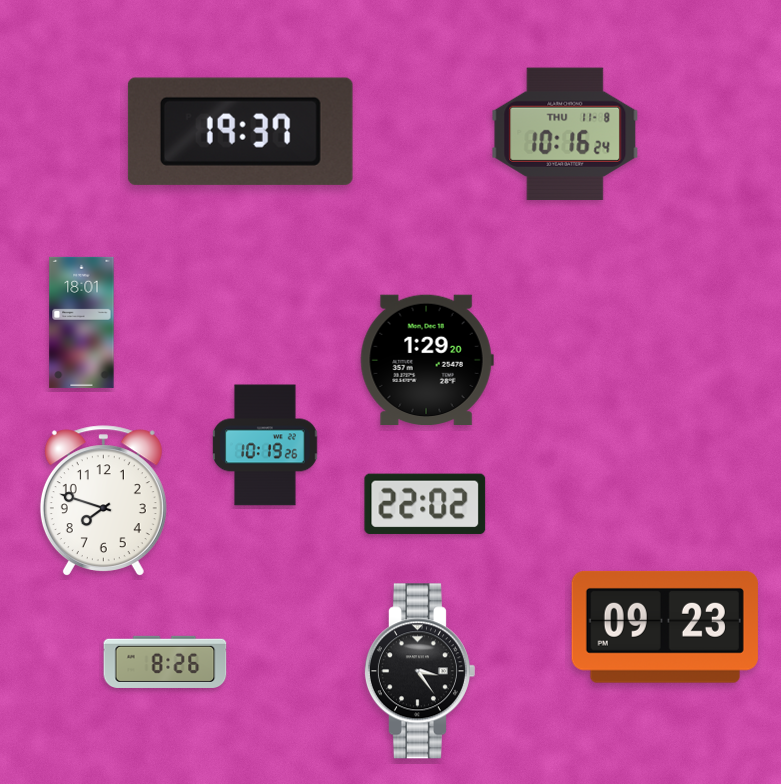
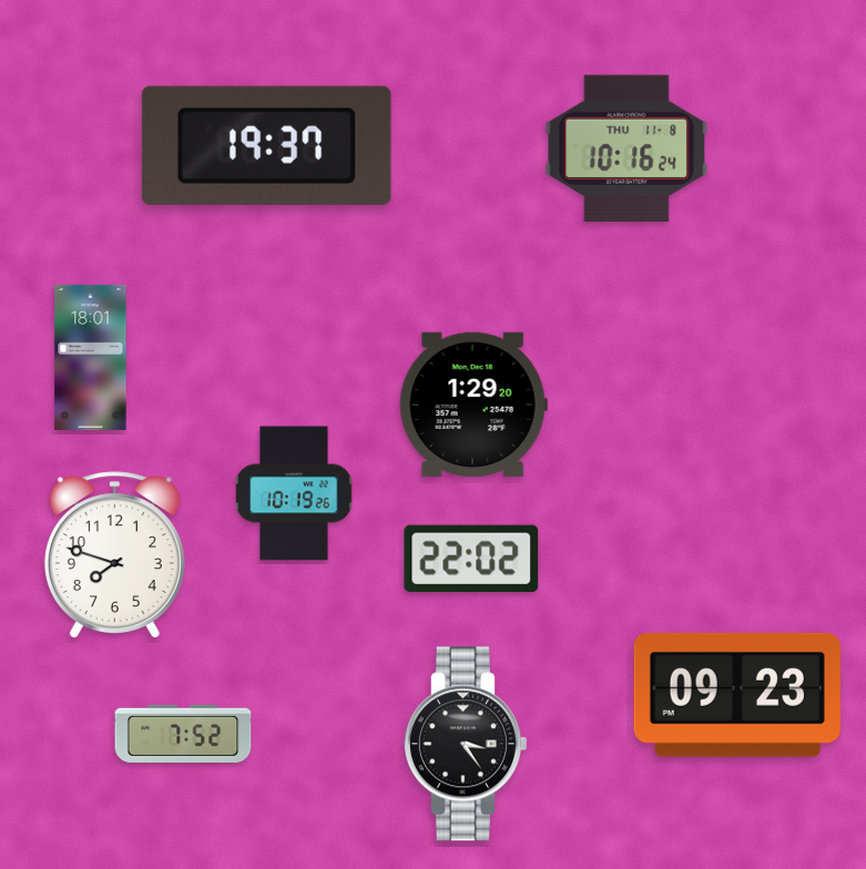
clock at (427, 359) position: (427, 359) -> (473, 403)
clock at (165, 662): 8:26 -> 7:52
